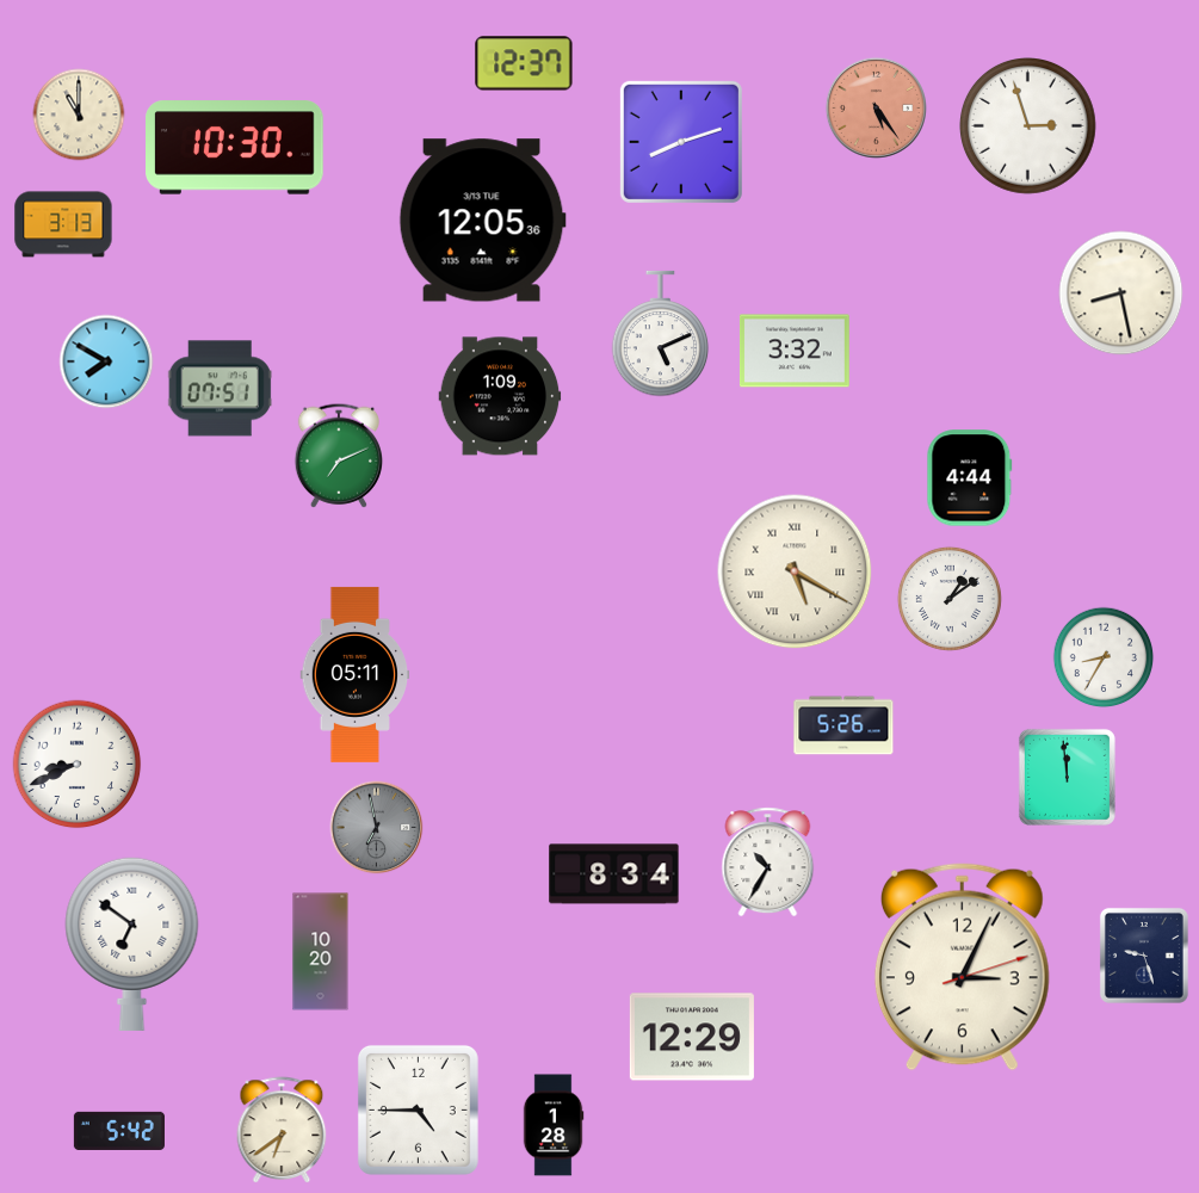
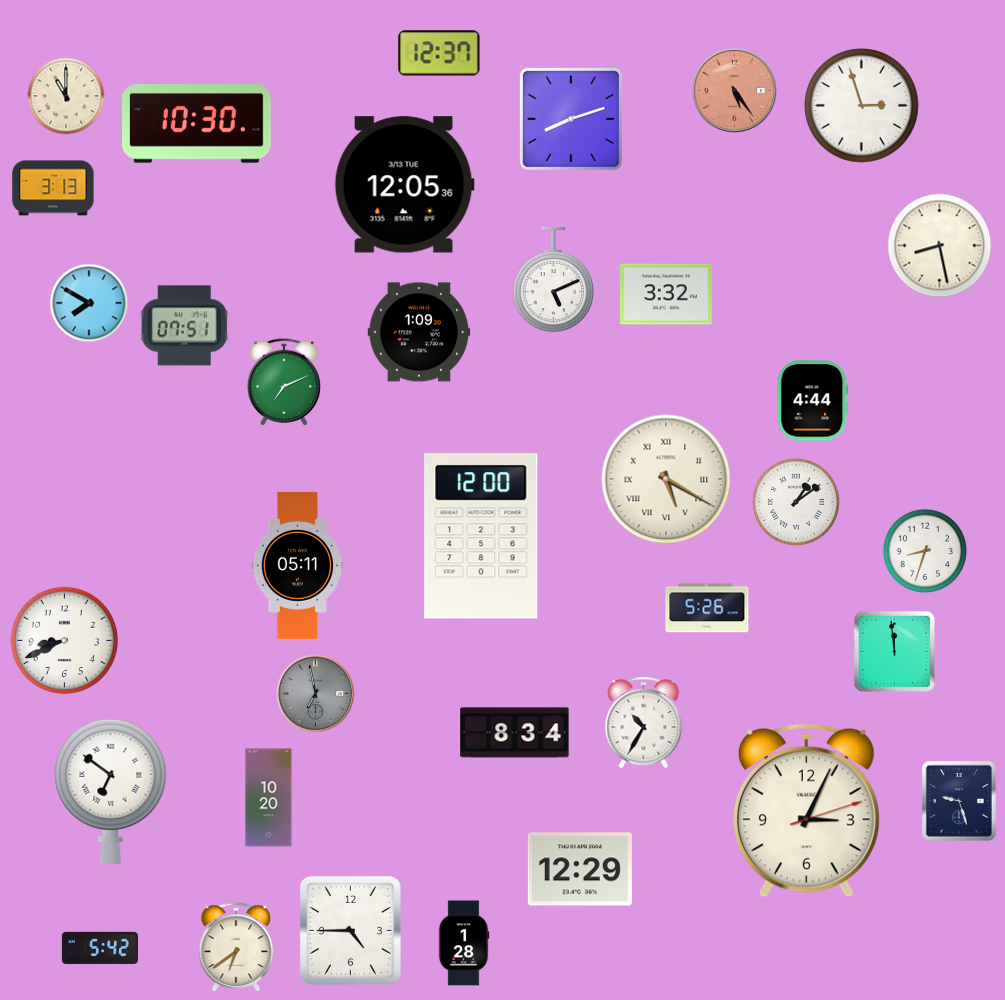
clock at (481, 536): none -> 12:00
clock at (1104, 657): 8:35 -> 8:33
